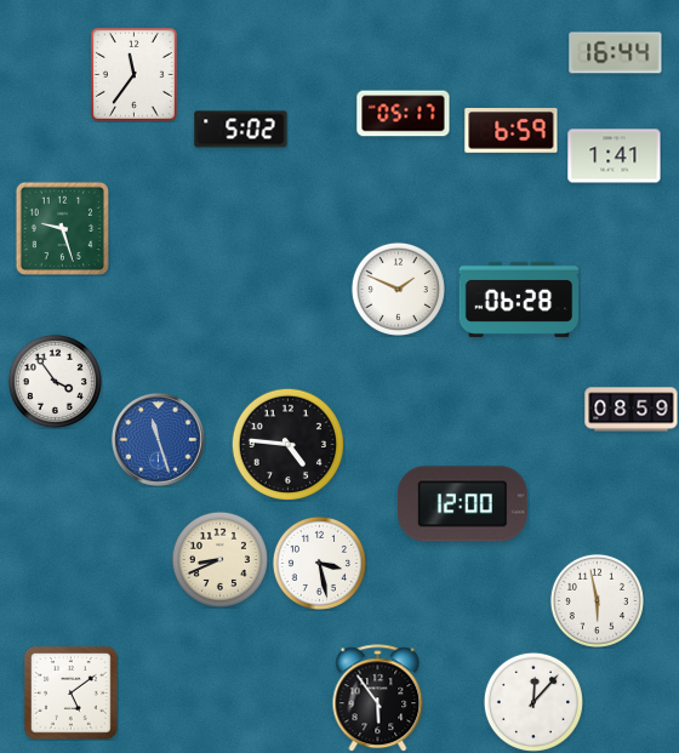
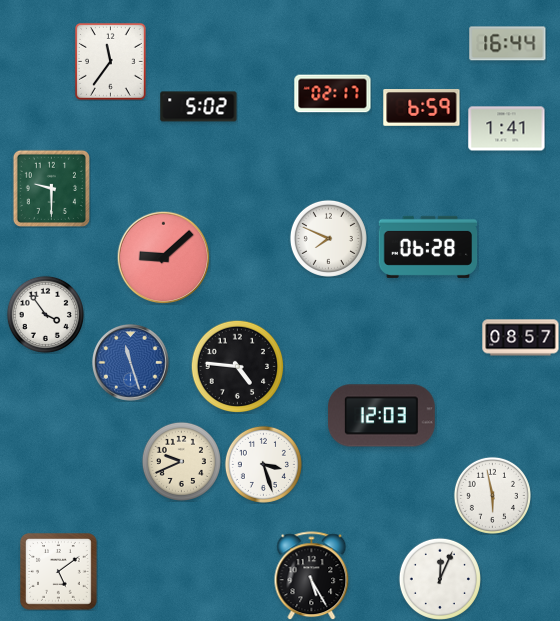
clock at (404, 114): 05:17 -> 02:17
clock at (62, 228): 9:27 -> 9:30
clock at (398, 289): 1:49 -> 7:49
clock at (163, 257): none -> 9:08
clock at (632, 410): 08:59 -> 08:57
clock at (462, 504): 12:00 -> 12:03
clock at (219, 559): 8:41 -> 9:41
clock at (319, 563): 3:28 -> 3:27
clock at (378, 698): 5:54 -> 5:25
clock at (533, 702): 12:07 -> 12:04
